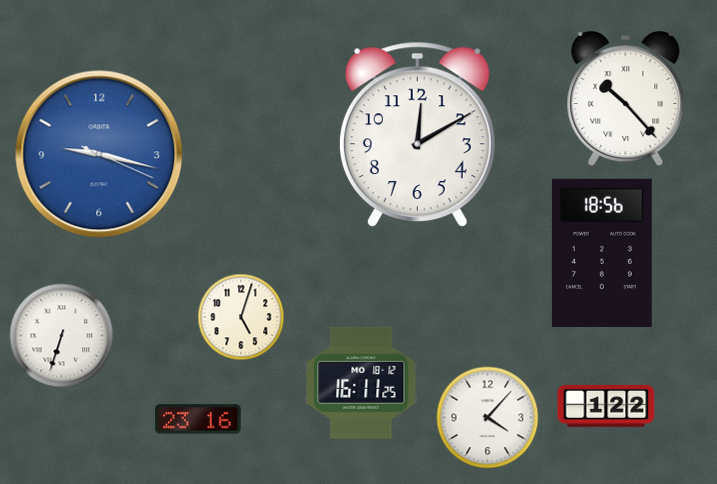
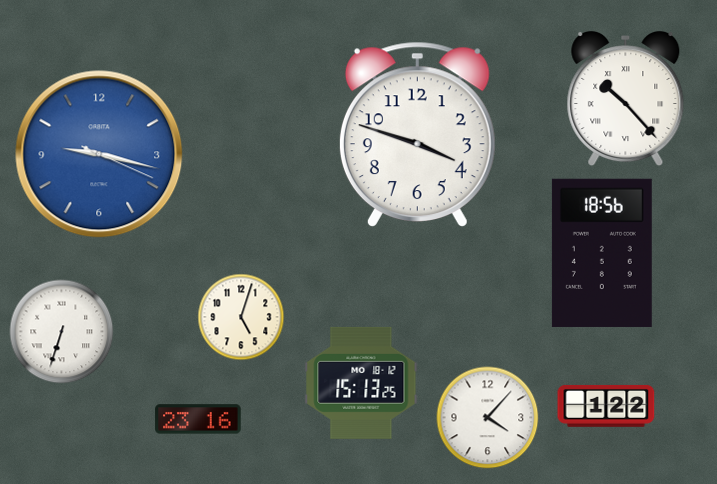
clock at (417, 134): 12:10 -> 3:48
clock at (62, 336) position: (62, 336) -> (62, 332)
clock at (361, 383): 16:11 -> 15:13
